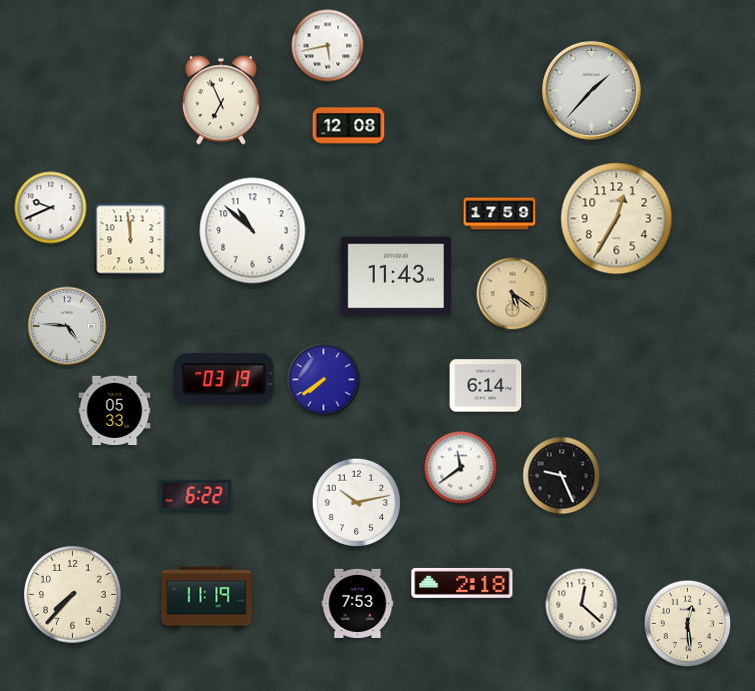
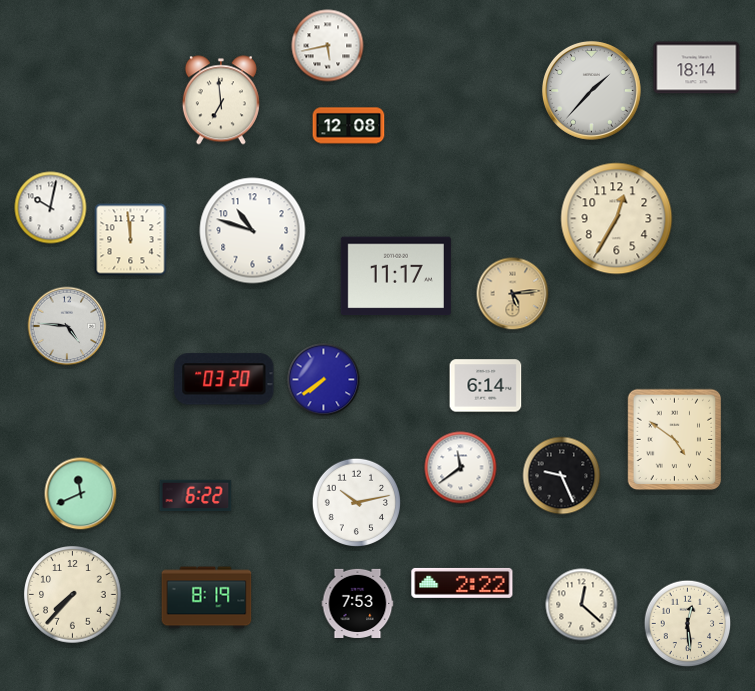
clock at (697, 68): none -> 18:14
clock at (221, 100): 6:56 -> 6:59
clock at (51, 208): 9:41 -> 10:02
clock at (500, 214): 17:59 -> none
clock at (253, 231): 10:52 -> 10:48
clock at (396, 276): 11:43 -> 11:17
clock at (513, 294): 5:21 -> 5:14
clock at (224, 379): 03:19 -> 03:20
clock at (115, 411): 05:33 -> none
clock at (675, 440): none -> 4:51
clock at (81, 494): none -> 11:41
clock at (462, 583): 2:18 -> 2:22
clock at (207, 598): 11:19 -> 8:19
